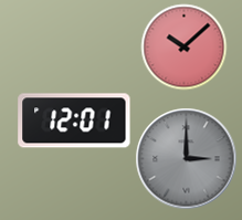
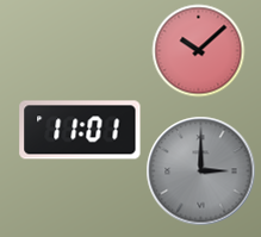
clock at (74, 121): 12:01 -> 11:01
